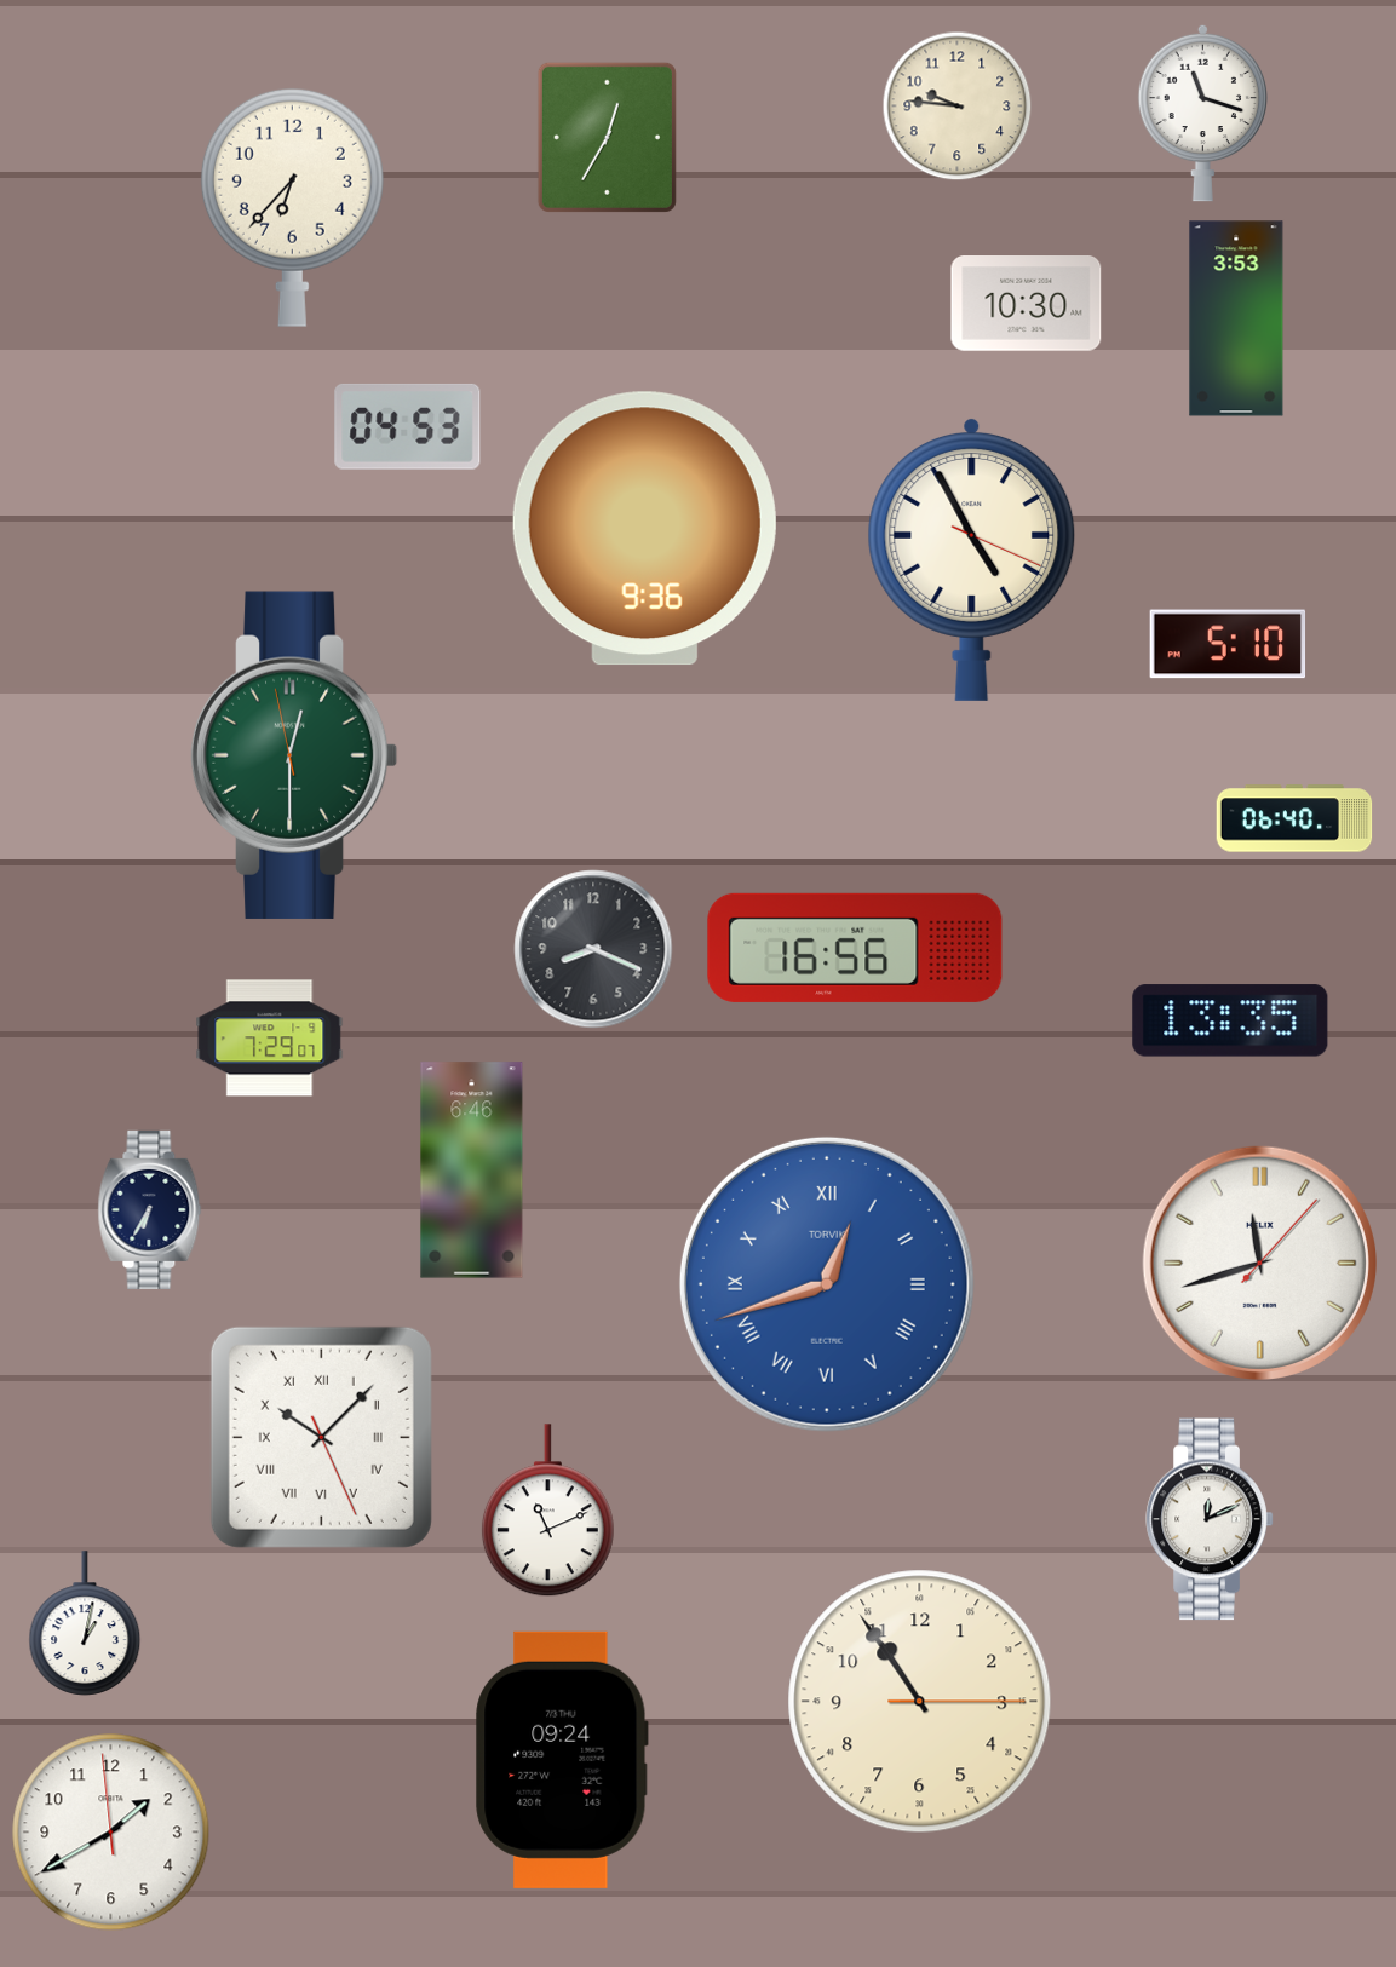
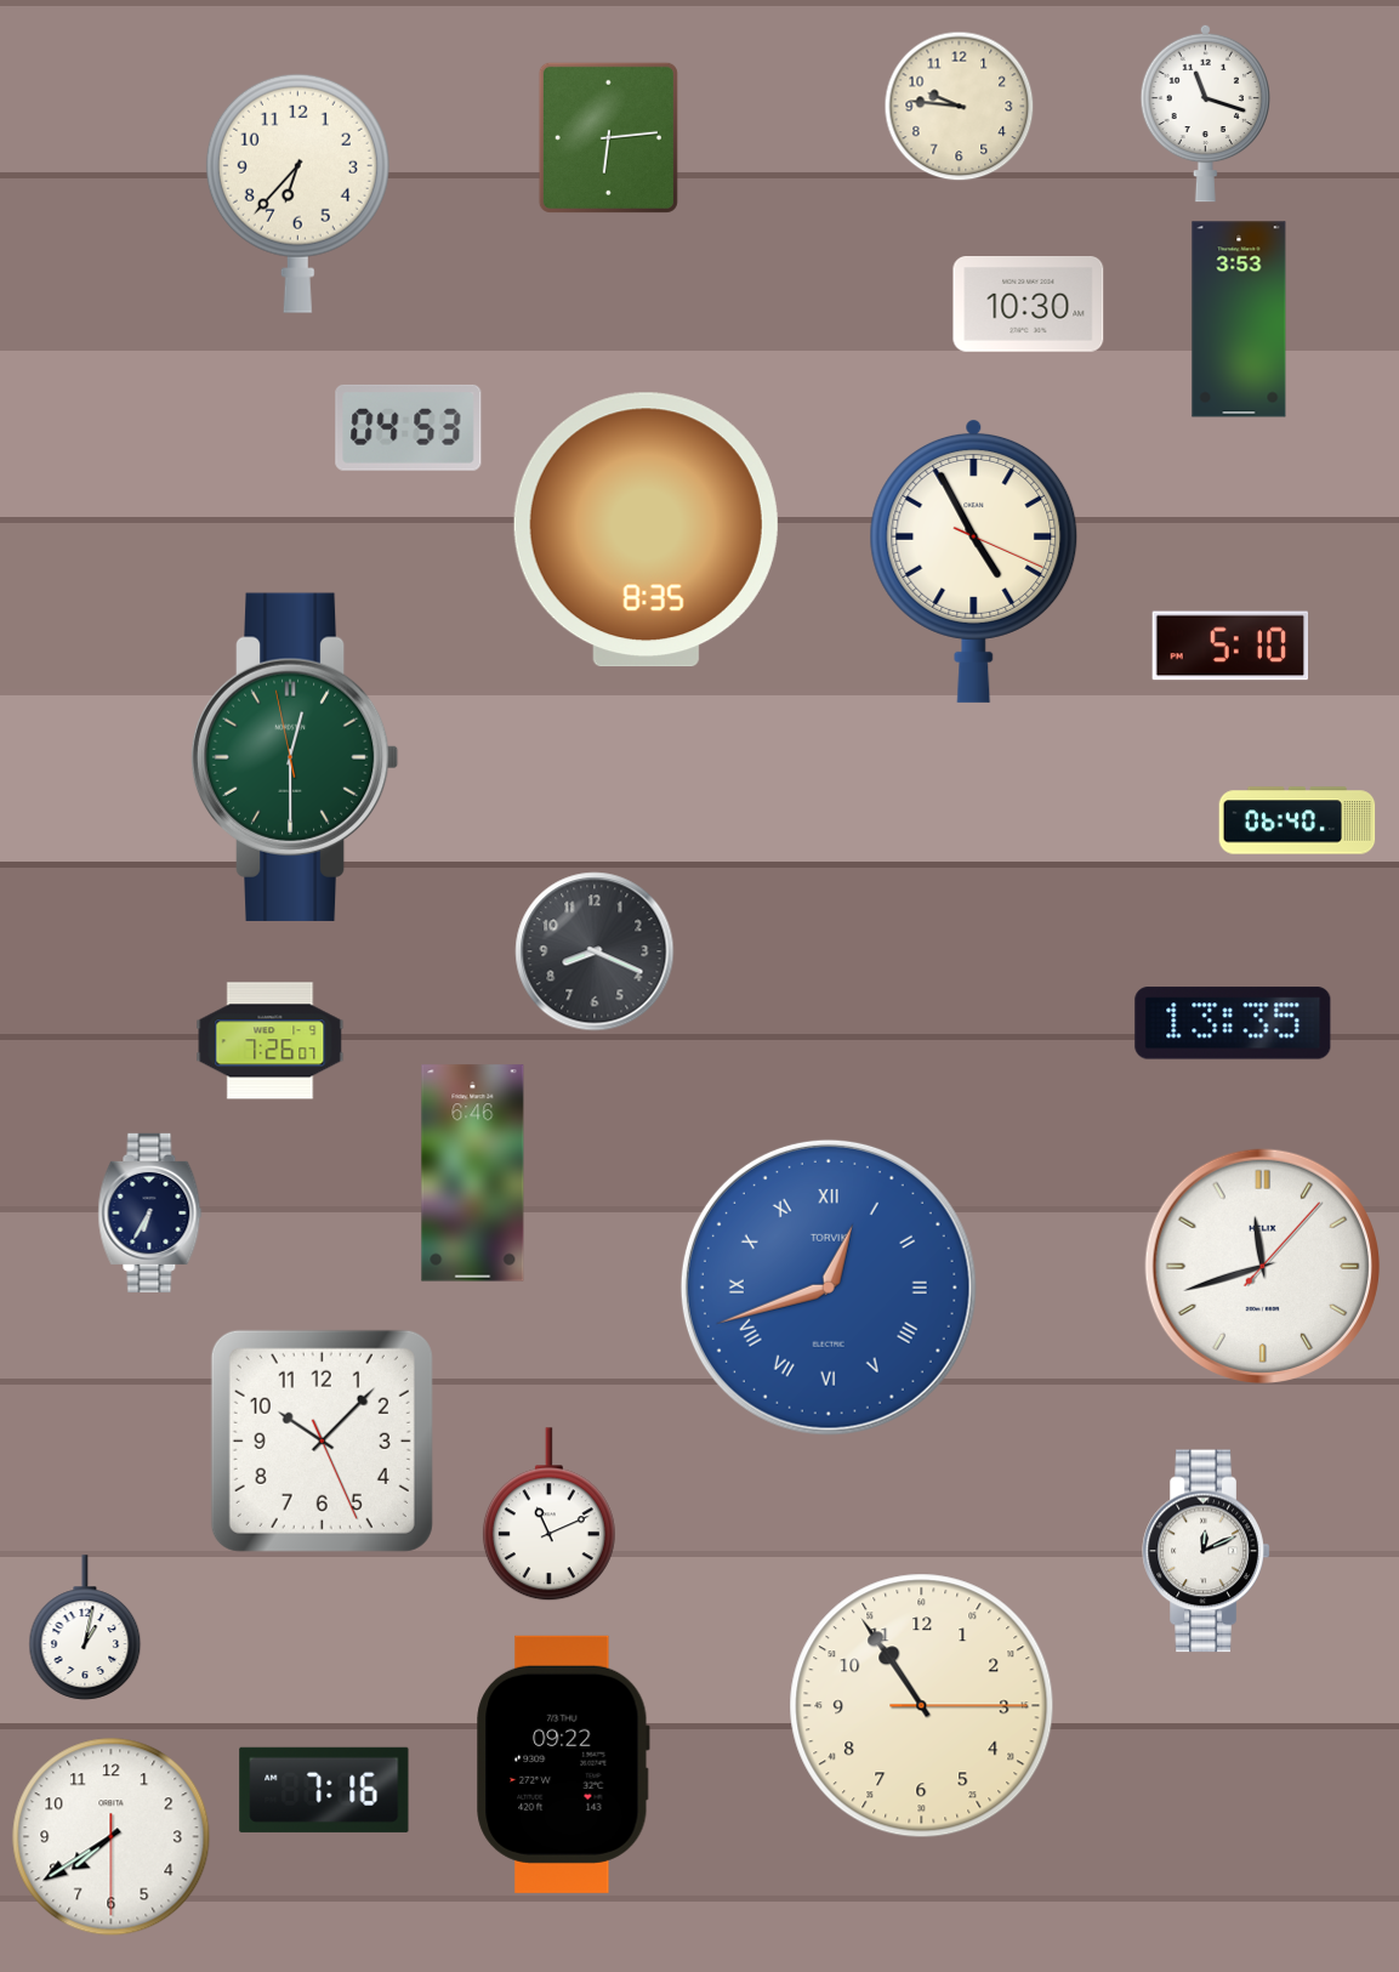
clock at (607, 137): 12:35 -> 6:14
clock at (292, 207) position: (292, 207) -> (297, 193)
clock at (644, 529): 9:36 -> 8:35
clock at (855, 948): 16:56 -> none
clock at (270, 1039): 7:29 -> 7:26
clock at (321, 1437) numerals: Roman -> Arabic
clock at (1210, 1519) position: (1210, 1519) -> (1206, 1551)
clock at (562, 1760): 09:24 -> 09:22
clock at (324, 1790): none -> 7:16
clock at (111, 1833): 1:39 -> 7:39
